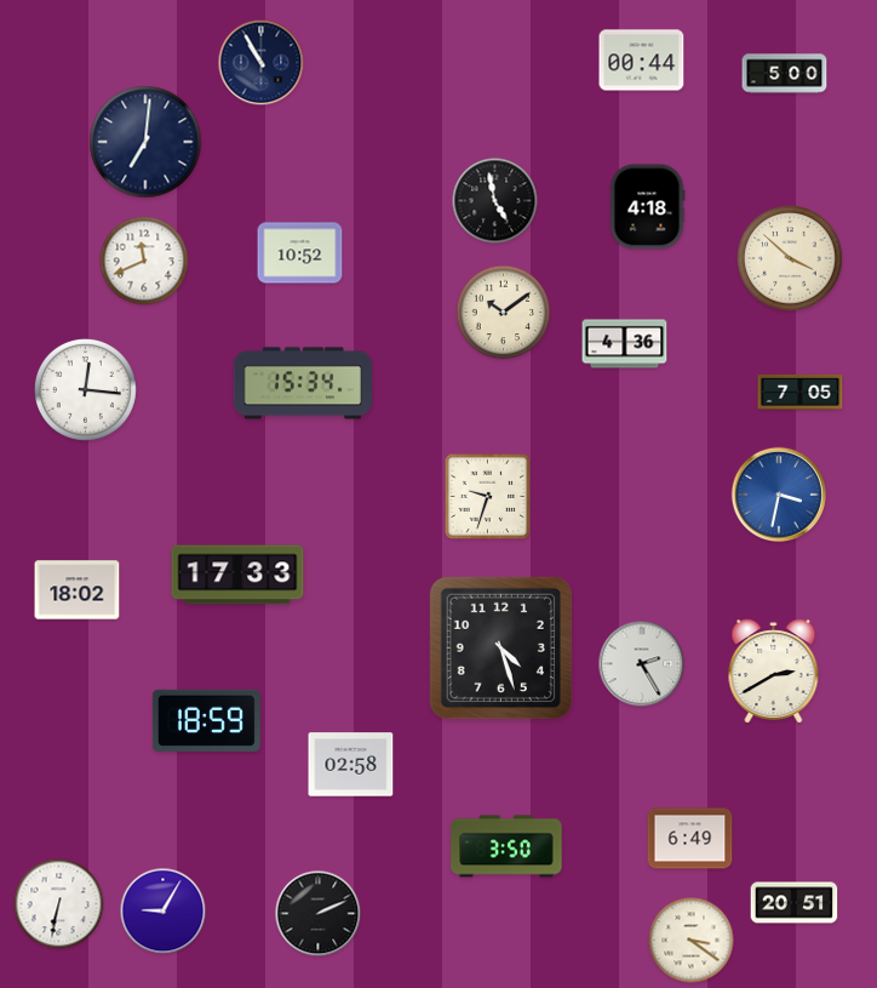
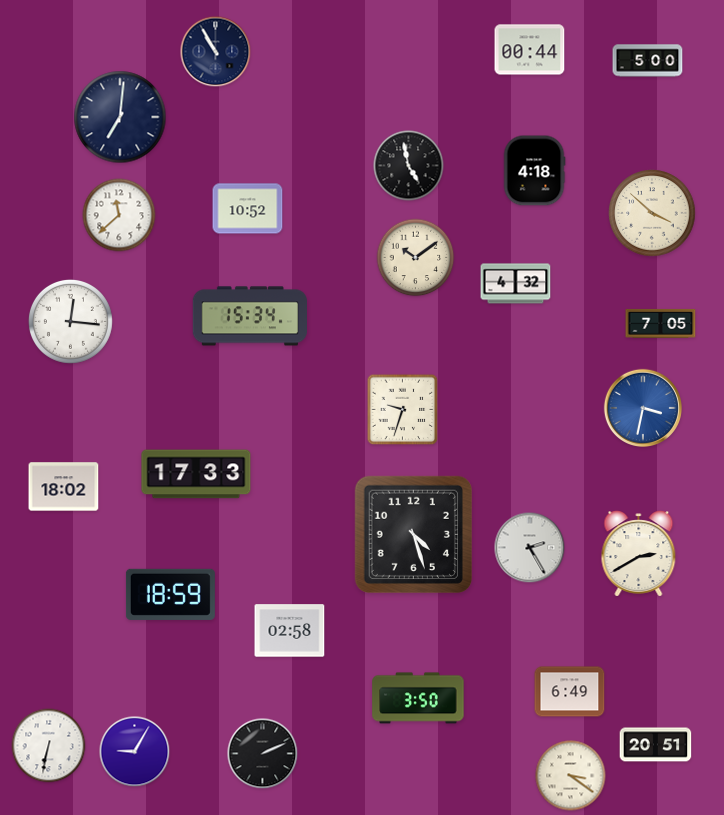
clock at (144, 261): 11:41 -> 11:38
clock at (625, 344): 4:36 -> 4:32
